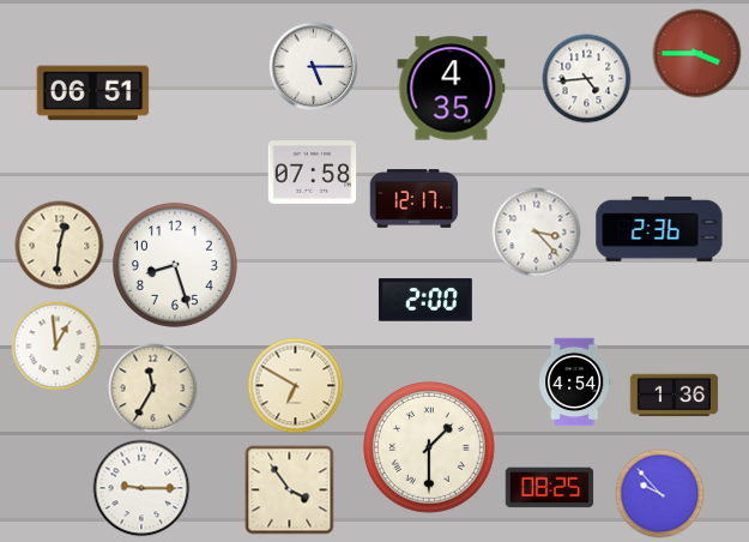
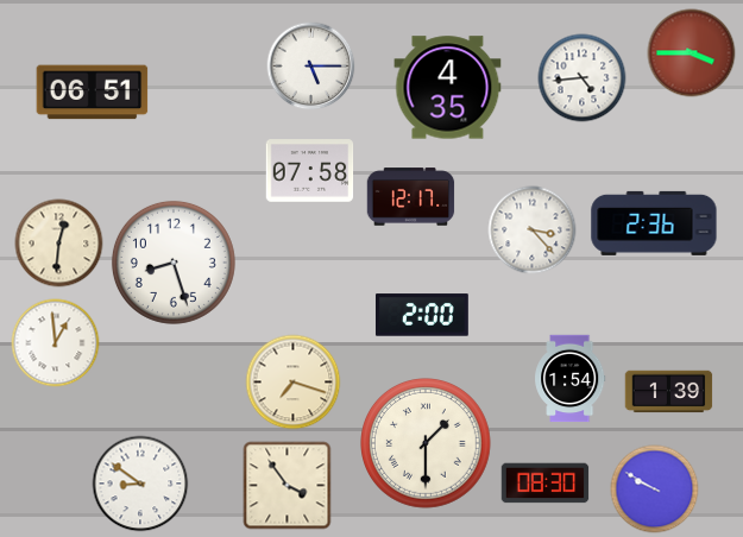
clock at (659, 229) position: (659, 229) -> (654, 223)
clock at (425, 300) position: (425, 300) -> (422, 315)
clock at (575, 383): 4:54 -> 1:54
clock at (296, 386): 6:50 -> 7:18
clock at (153, 389): 11:35 -> none
clock at (675, 396): 1:36 -> 1:39
clock at (141, 488): 9:15 -> 8:51
clock at (550, 488): 08:25 -> 08:30
clock at (660, 494): 9:53 -> 9:50
